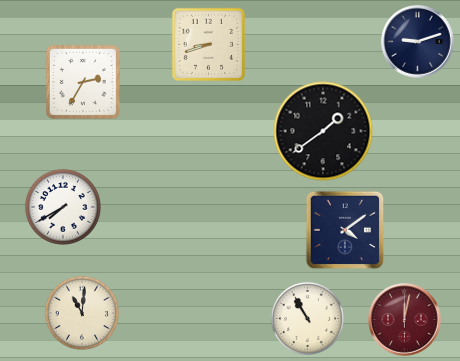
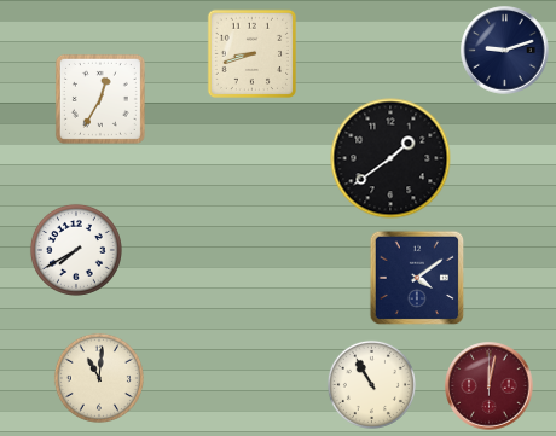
clock at (83, 82): 2:35 -> 12:35
